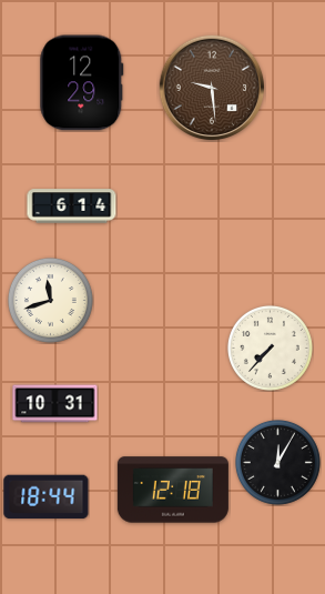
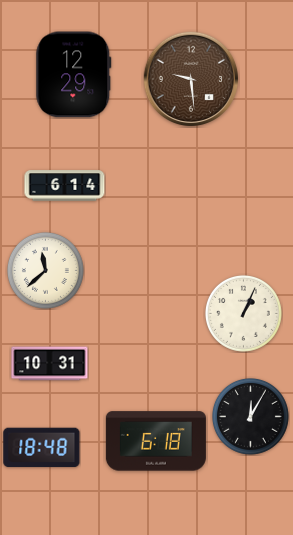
clock at (50, 300): 11:42 -> 11:38
clock at (270, 348): 7:37 -> 1:04
clock at (173, 490): 12:18 -> 6:18
clock at (47, 497): 18:44 -> 18:48
